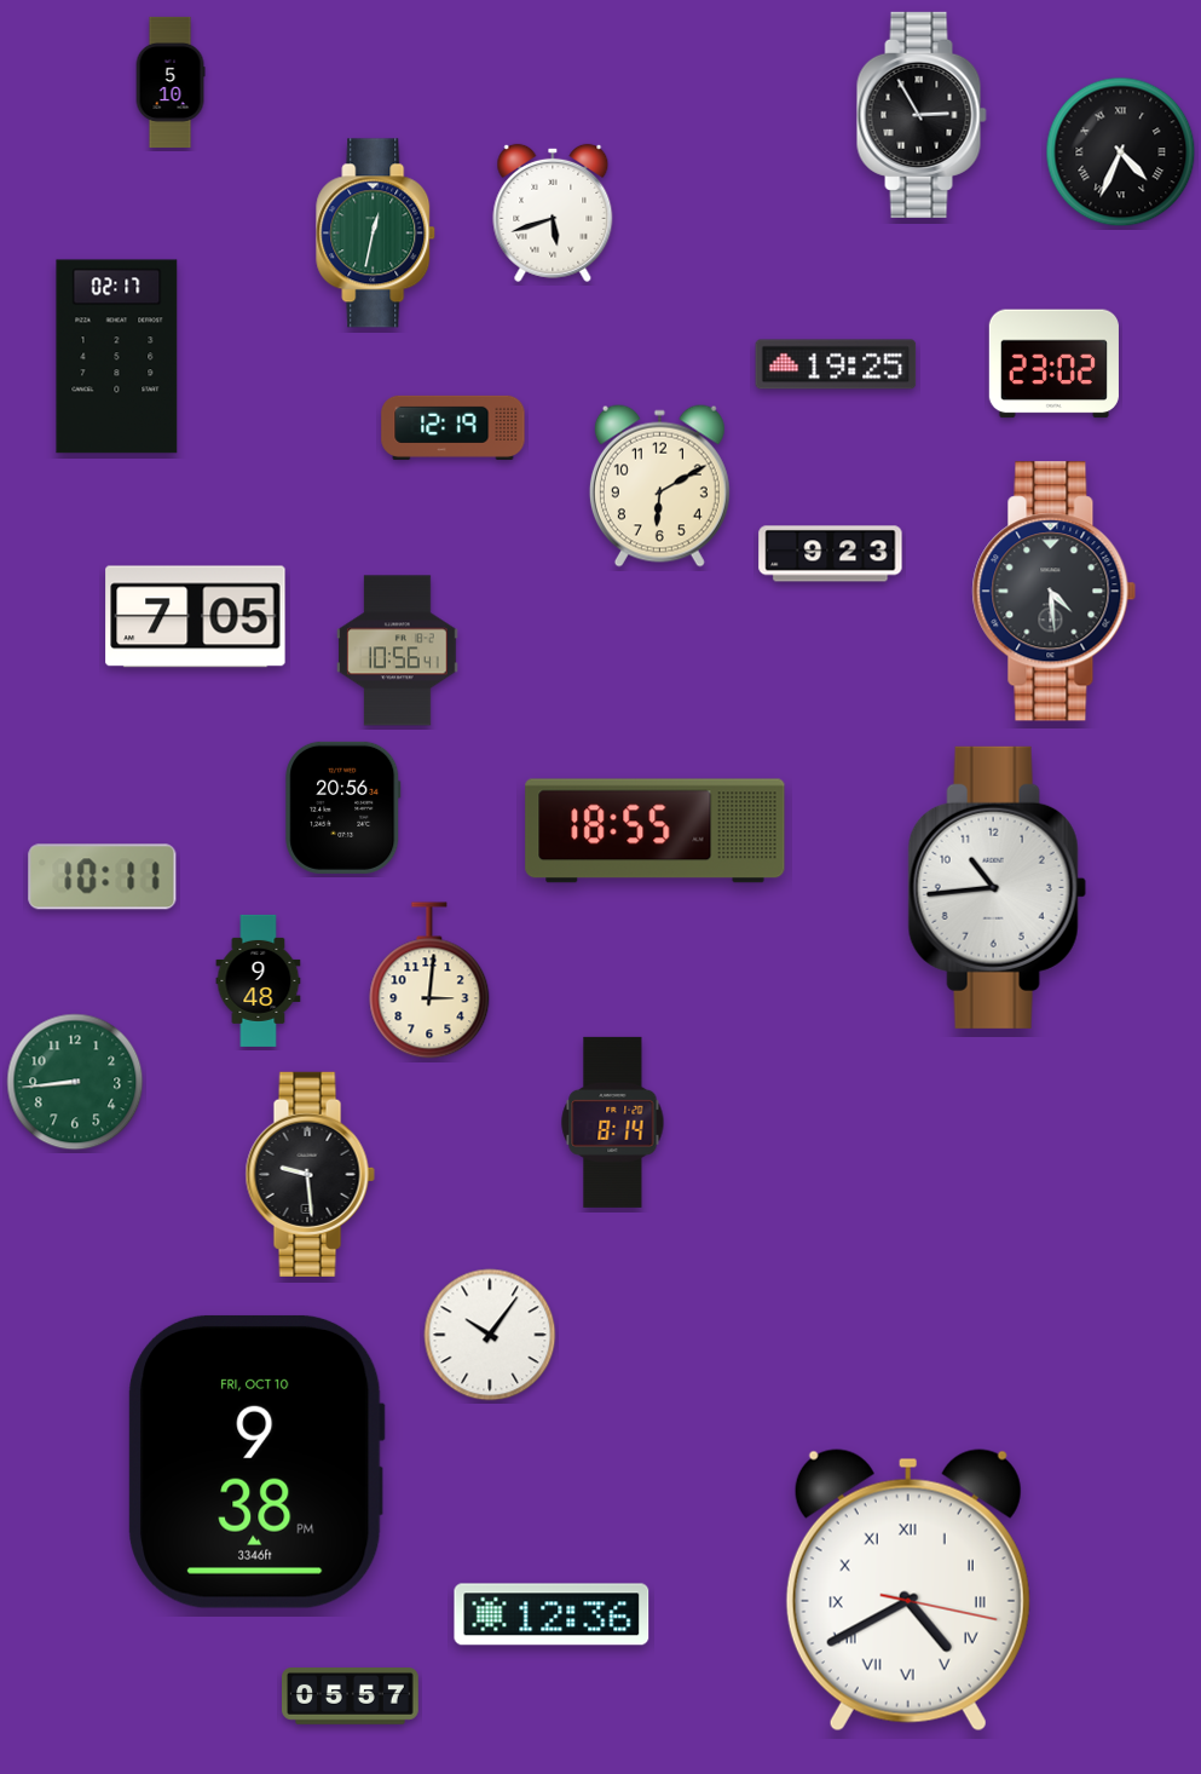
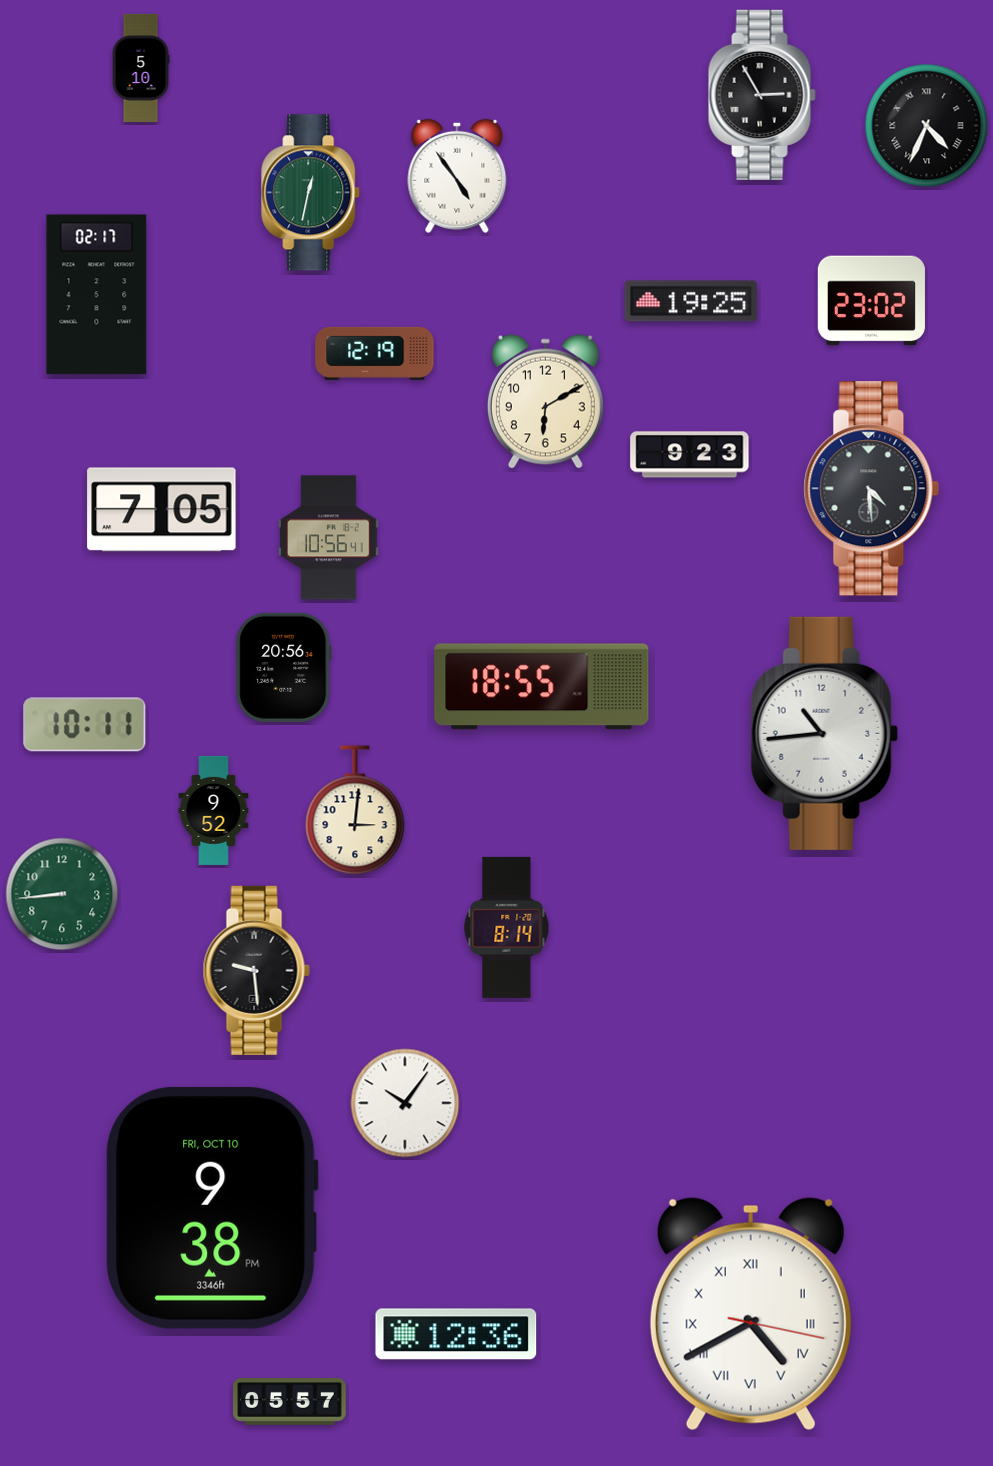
clock at (553, 213): 5:42 -> 4:54
clock at (831, 554) position: (831, 554) -> (690, 455)
clock at (259, 980): 9:48 -> 9:52
